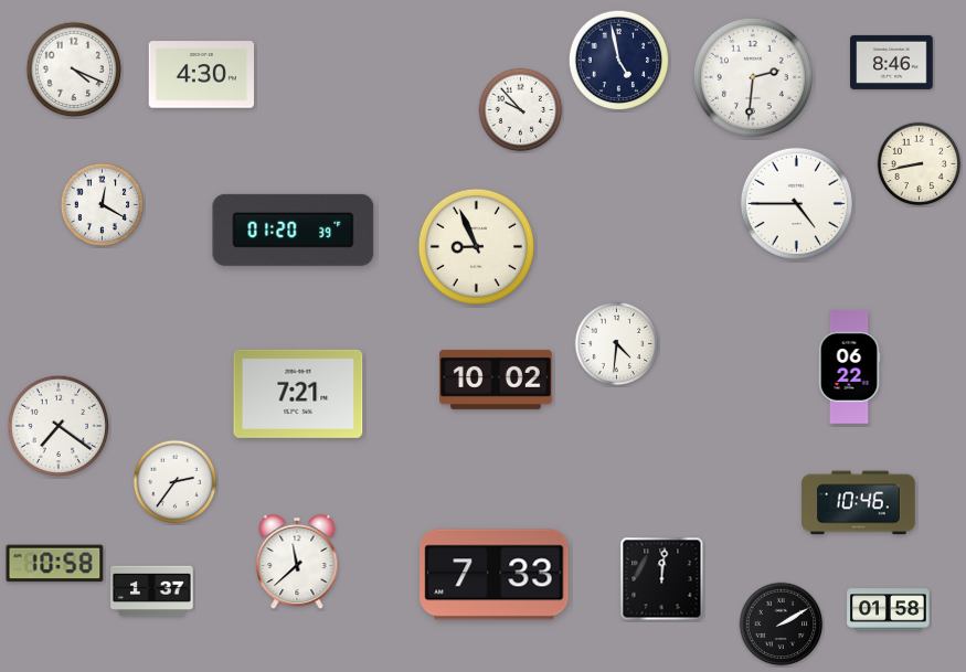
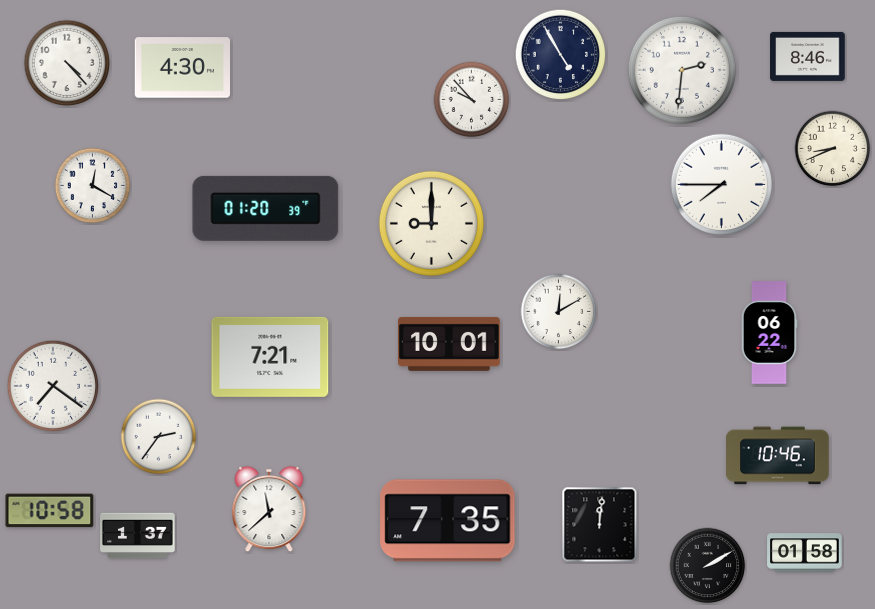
clock at (619, 61): 4:58 -> 4:55
clock at (74, 70): 4:19 -> 4:23
clock at (920, 164): 8:43 -> 8:41
clock at (796, 203): 4:45 -> 7:45
clock at (476, 246): 8:56 -> 9:00
clock at (617, 344): 4:31 -> 12:10
clock at (497, 380): 10:02 -> 10:01
clock at (495, 575): 7:33 -> 7:35
